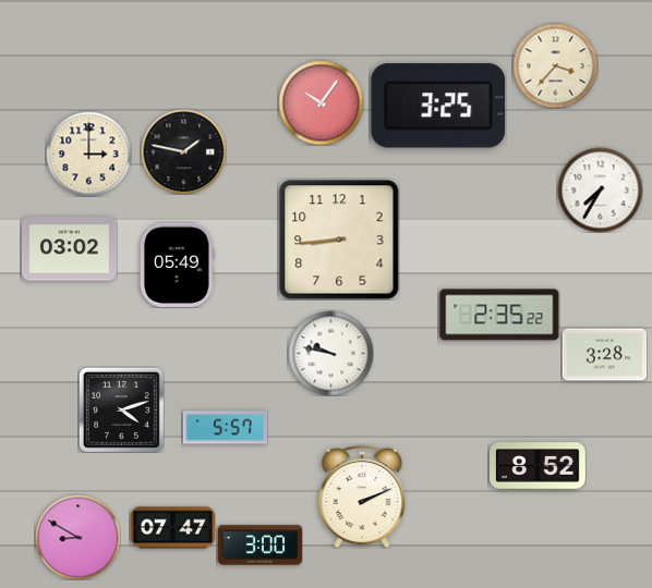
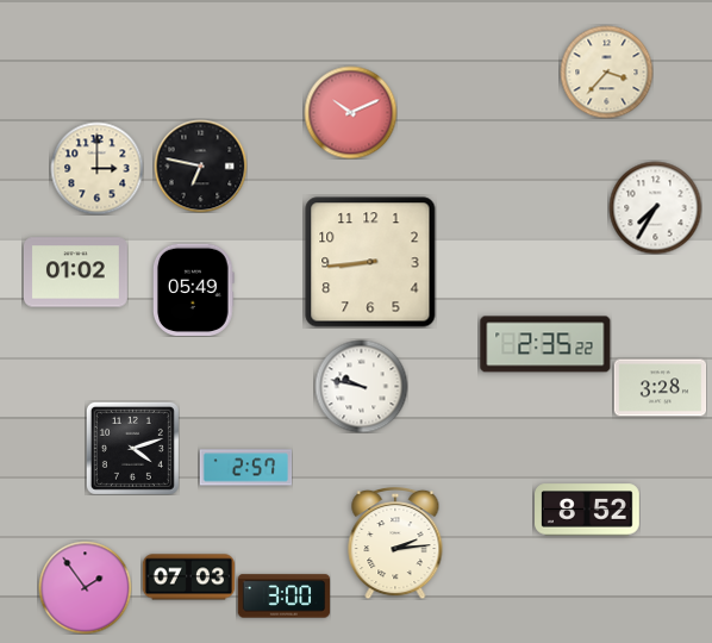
clock at (321, 102): 10:06 -> 10:11
clock at (438, 106): 3:25 -> none
clock at (183, 151): 1:47 -> 6:47
clock at (69, 249): 03:02 -> 01:02
clock at (225, 428): 5:57 -> 2:57
clock at (362, 497): 2:11 -> 2:14
clock at (172, 528): 07:47 -> 07:03
clock at (77, 537): 8:50 -> 1:54
